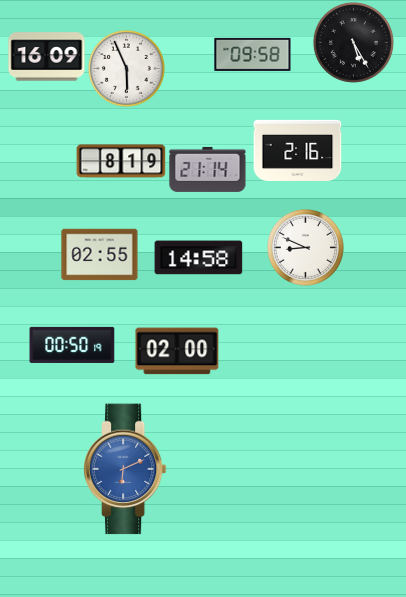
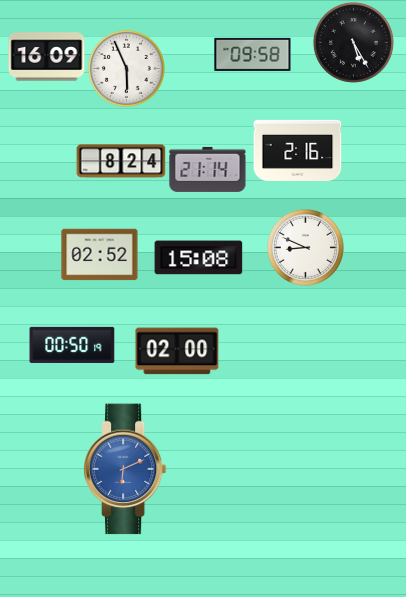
clock at (121, 161): 8:19 -> 8:24
clock at (100, 255): 02:55 -> 02:52
clock at (199, 258): 14:58 -> 15:08
